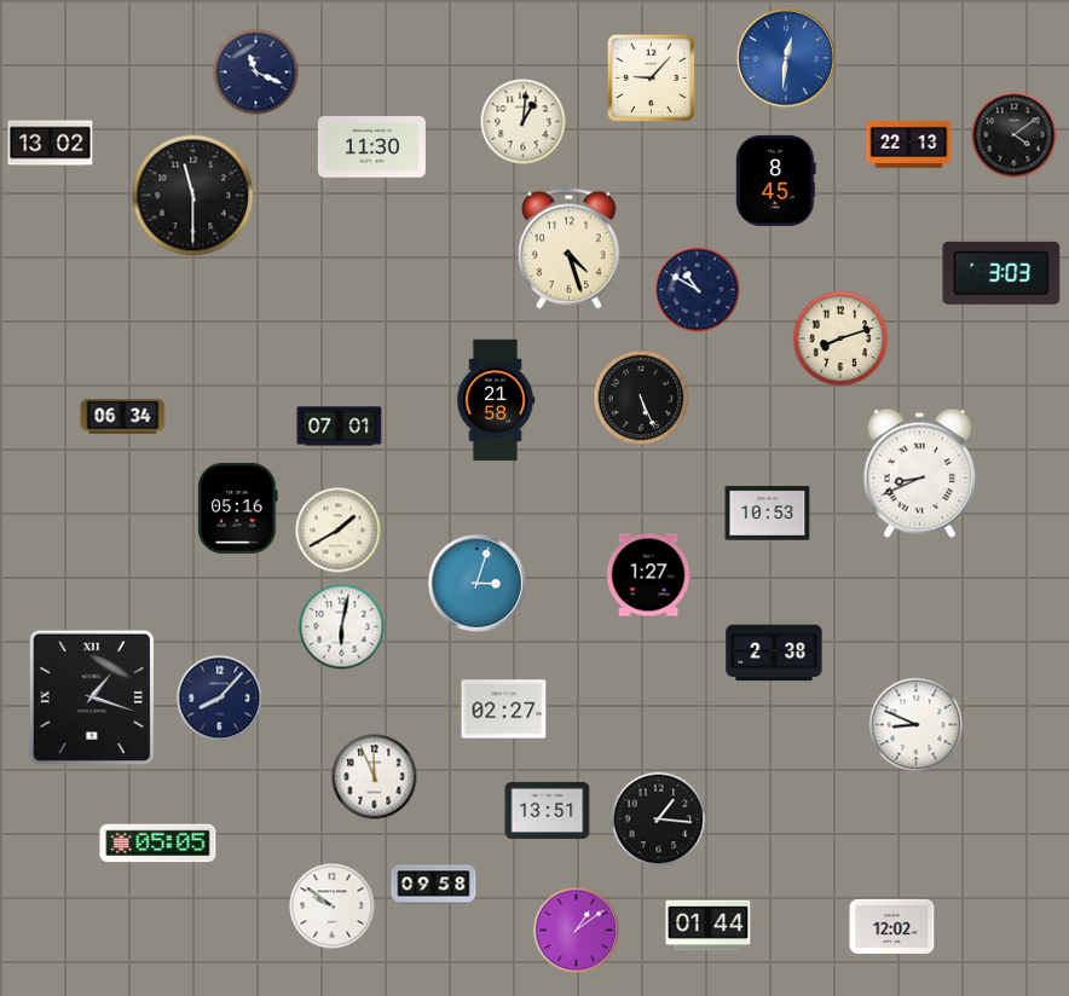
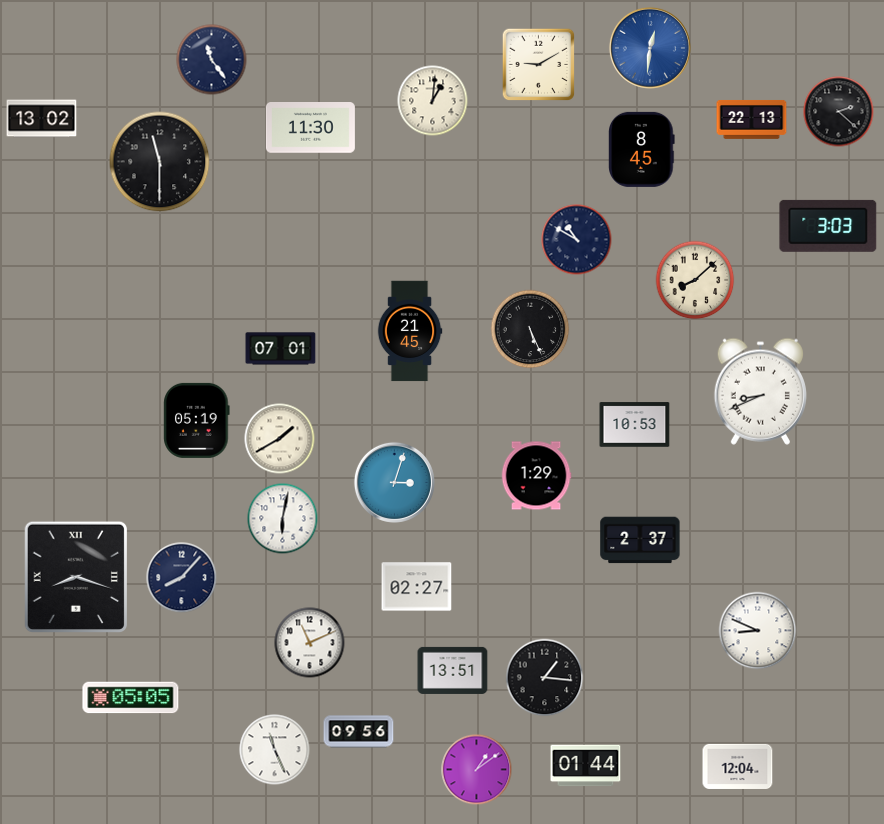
clock at (256, 73): 11:19 -> 11:24
clock at (652, 79): 9:07 -> 9:10
clock at (1015, 135): 4:09 -> 2:22
clock at (371, 147) position: (371, 147) -> (310, 128)
clock at (570, 249): 4:27 -> none
clock at (840, 338): 8:12 -> 8:08
clock at (496, 400): 21:58 -> 21:45
clock at (123, 417): 06:34 -> none
clock at (340, 427) position: (340, 427) -> (281, 349)
clock at (238, 508): 05:16 -> 05:19
clock at (648, 575): 1:27 -> 1:29
clock at (774, 653): 2:38 -> 2:37
clock at (91, 696): 1:18 -> 8:18
clock at (917, 725) position: (917, 725) -> (758, 631)
clock at (375, 777): 11:56 -> 11:11
clock at (434, 885): 09:58 -> 09:56
clock at (333, 907): 9:51 -> 11:26
clock at (892, 926): 12:02 -> 12:04
